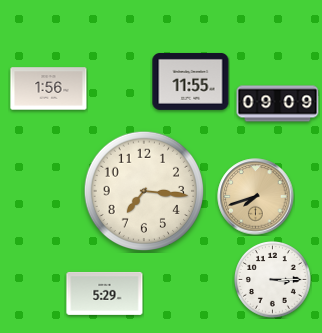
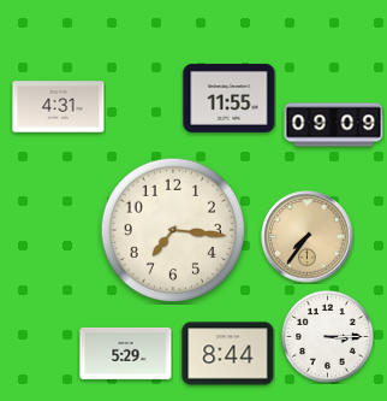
clock at (49, 89): 1:56 -> 4:31
clock at (256, 197): 7:42 -> 7:36
clock at (228, 354): none -> 8:44
